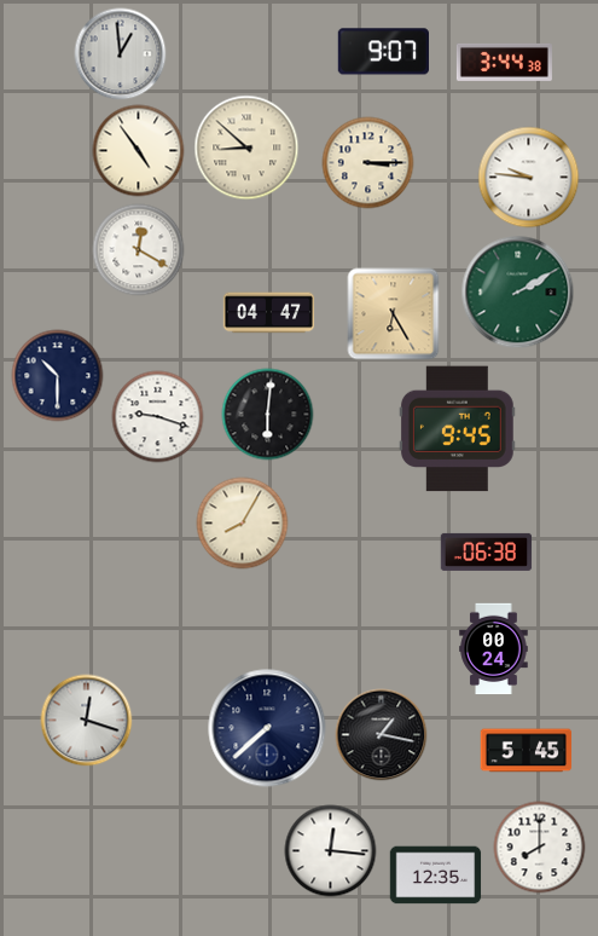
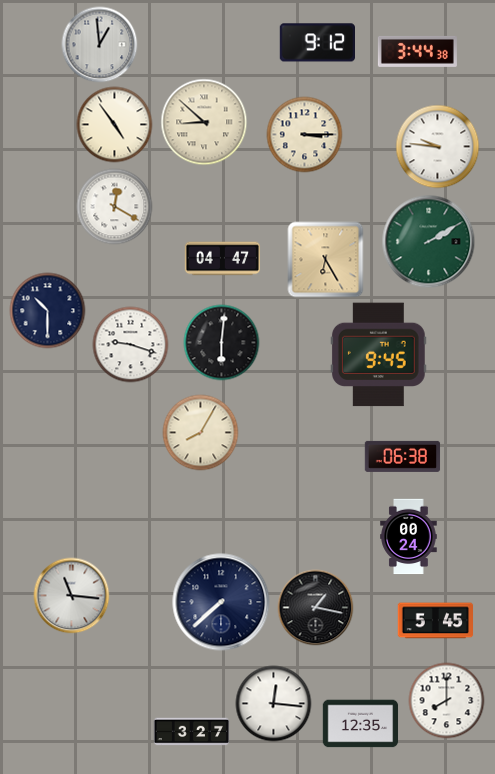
clock at (383, 52): 9:07 -> 9:12
clock at (87, 721): 12:18 -> 11:16
clock at (192, 732): none -> 3:27
